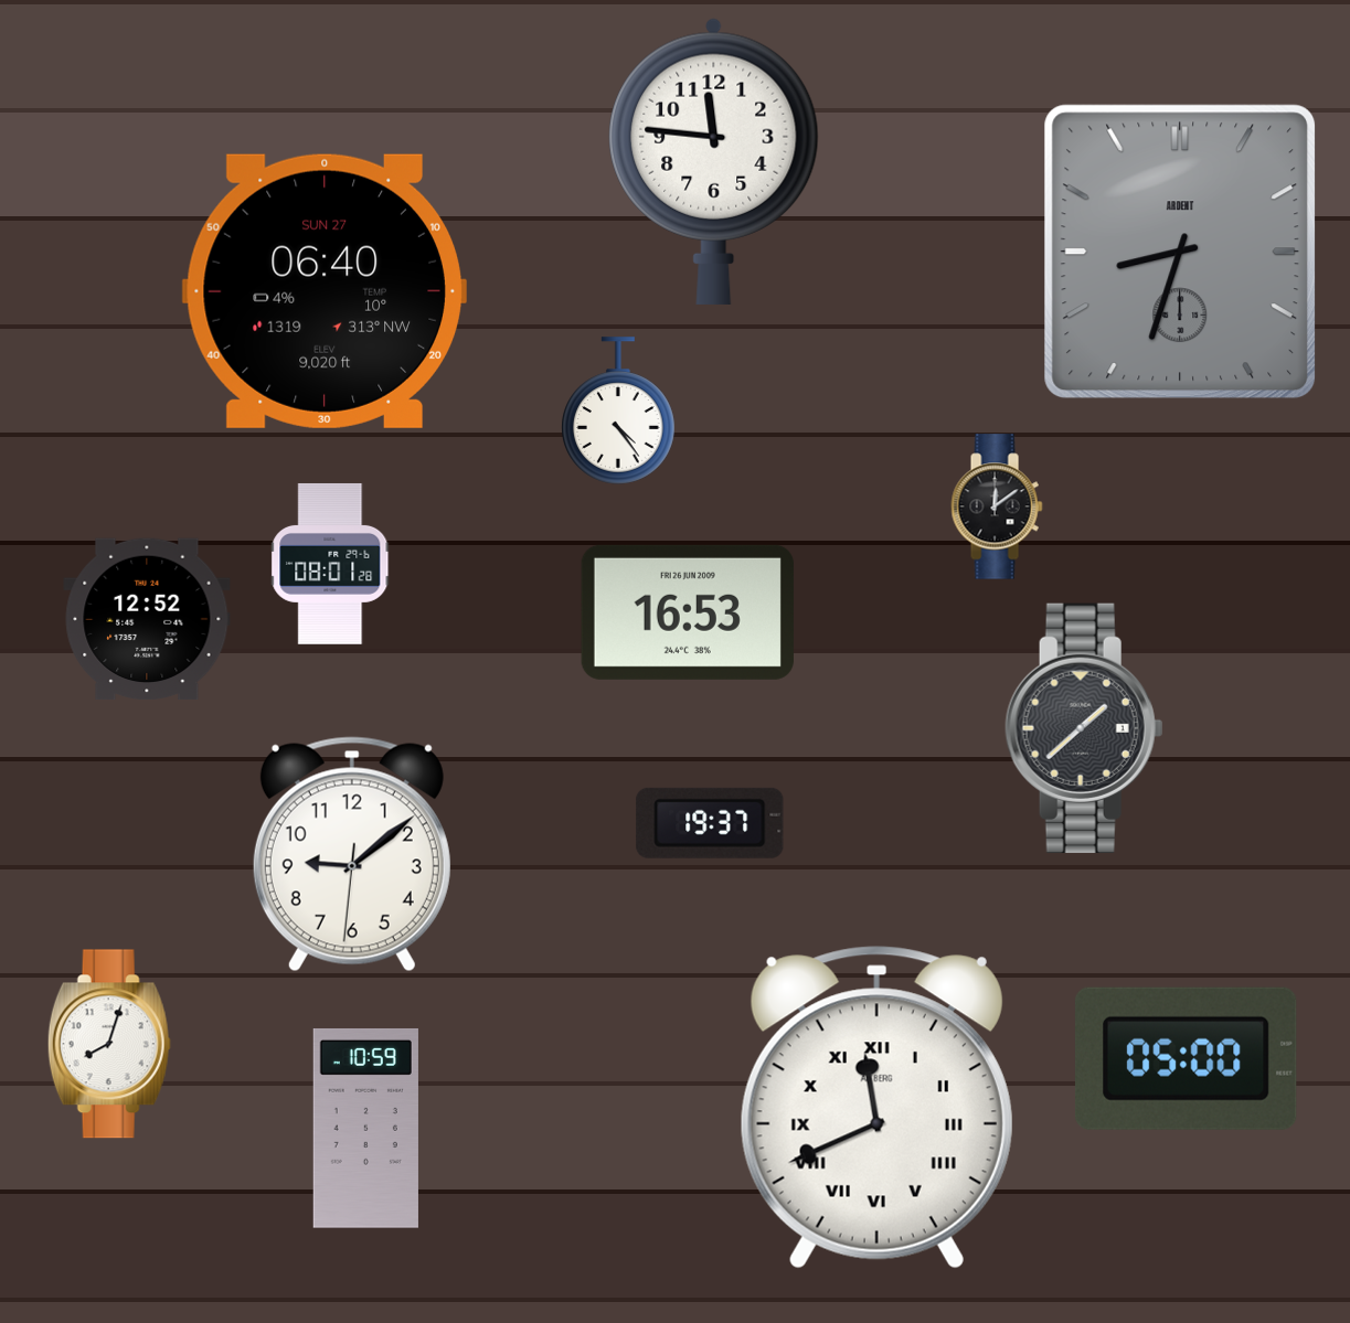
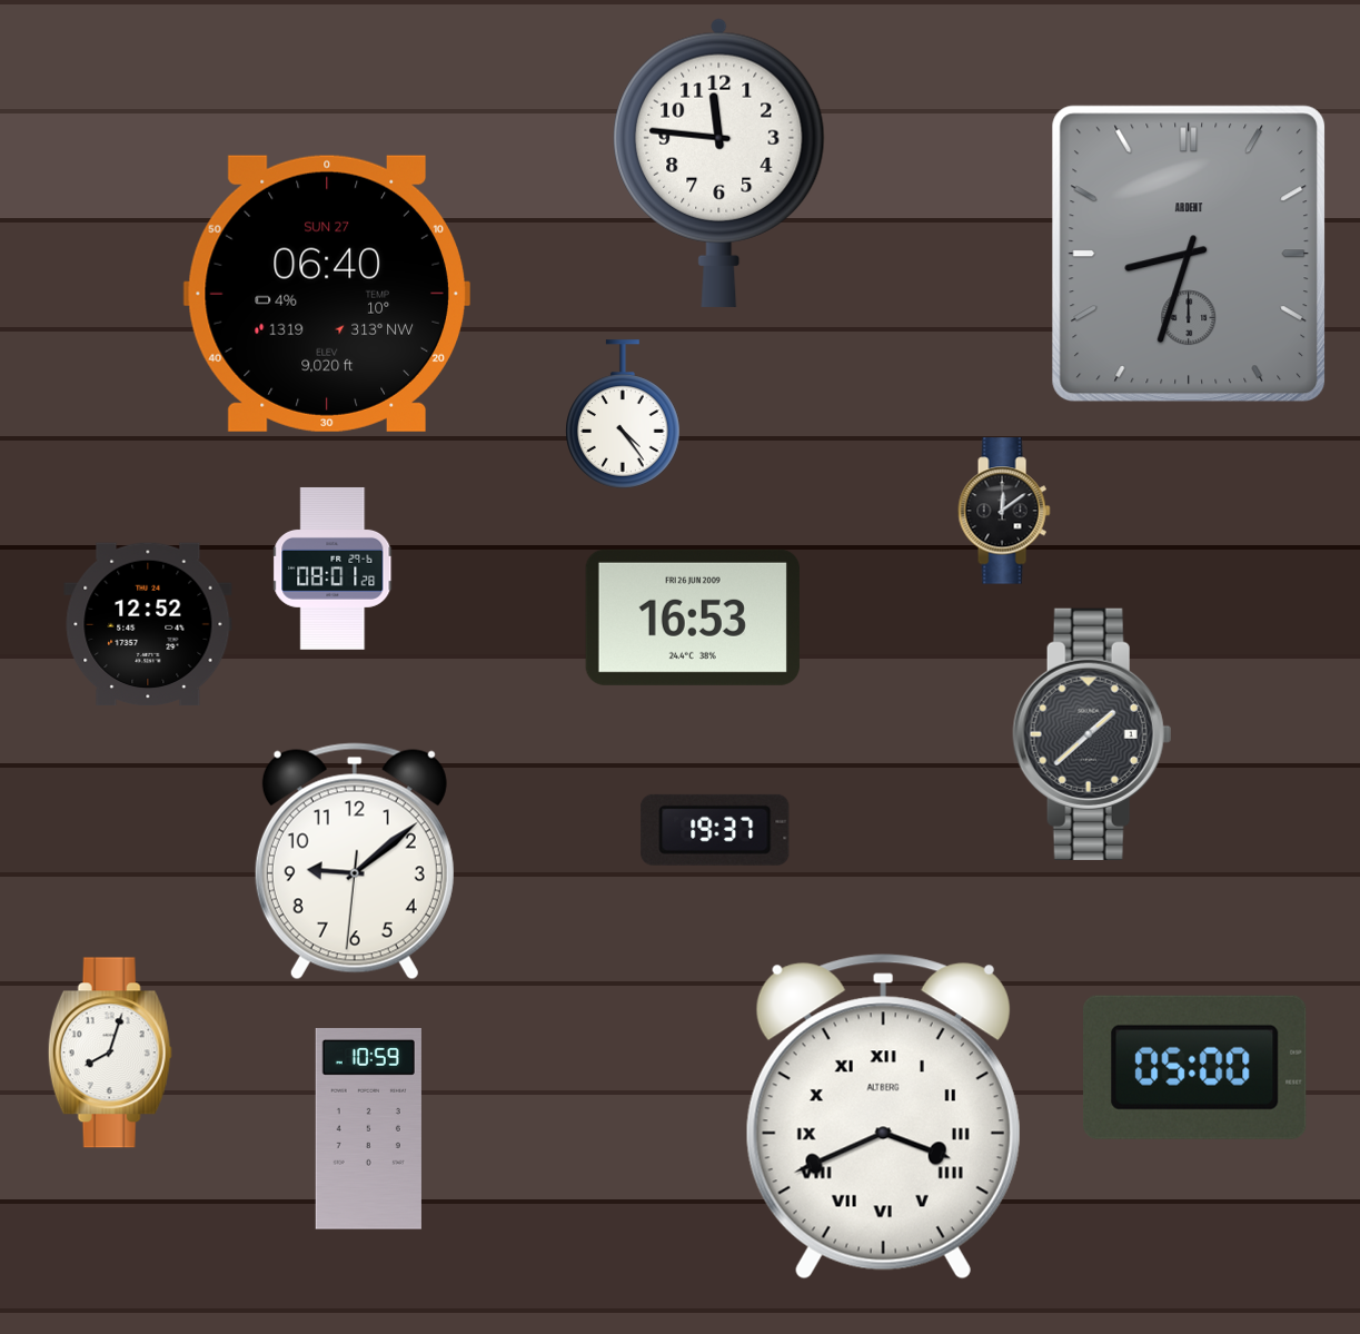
clock at (876, 1108): 11:41 -> 3:41
clock at (365, 1128) position: (365, 1128) -> (368, 1128)
